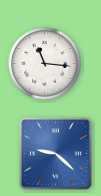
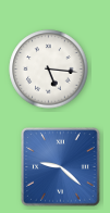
clock at (45, 64): 11:16 -> 5:16
